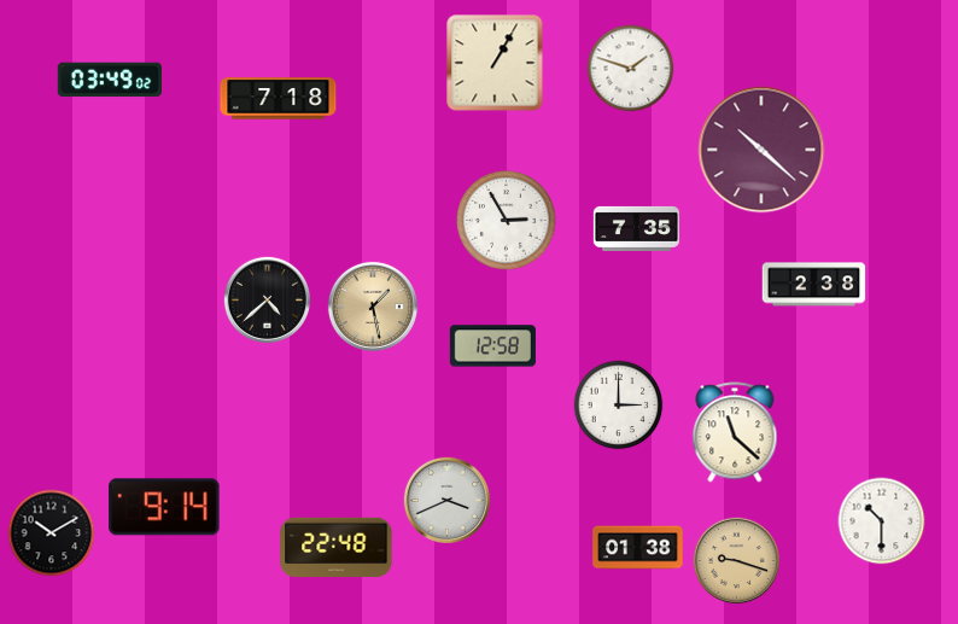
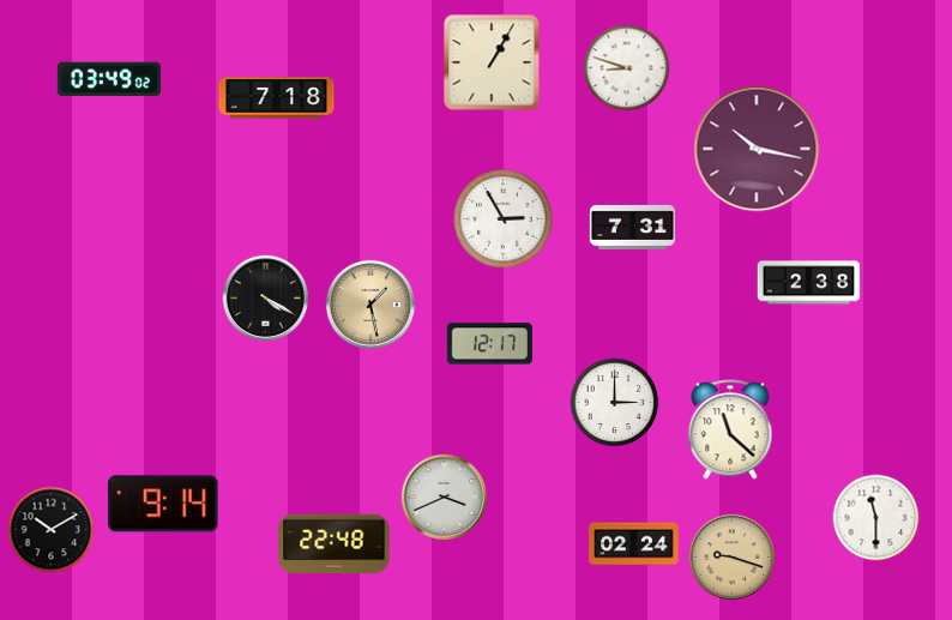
clock at (631, 69): 1:48 -> 8:48
clock at (761, 150): 10:22 -> 10:17
clock at (636, 228): 7:35 -> 7:31
clock at (267, 299): 4:38 -> 4:20
clock at (492, 346): 12:58 -> 12:17
clock at (882, 521): 10:30 -> 11:30
clock at (638, 548): 01:38 -> 02:24
